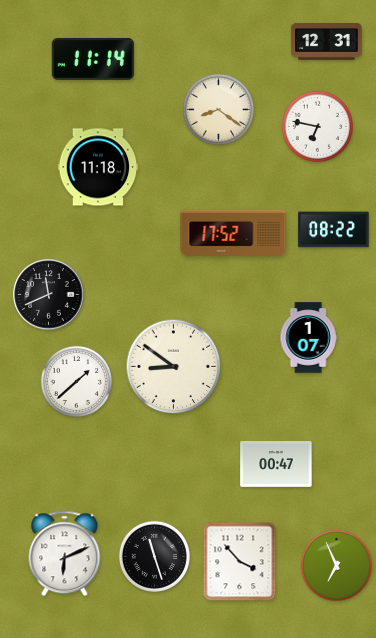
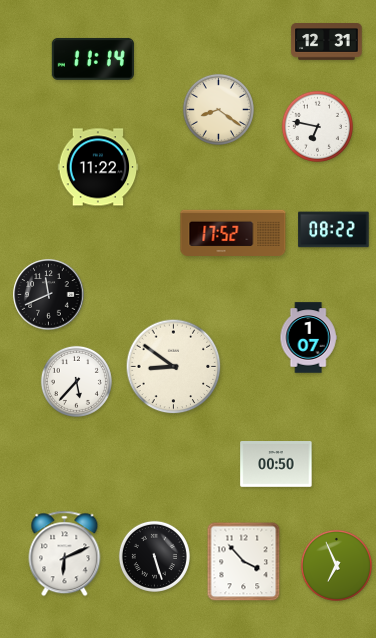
clock at (98, 167): 11:18 -> 11:22
clock at (76, 381): 1:38 -> 5:37
clock at (276, 465): 00:47 -> 00:50
clock at (154, 556): 11:27 -> 5:27
clock at (240, 562) position: (240, 562) -> (244, 562)
